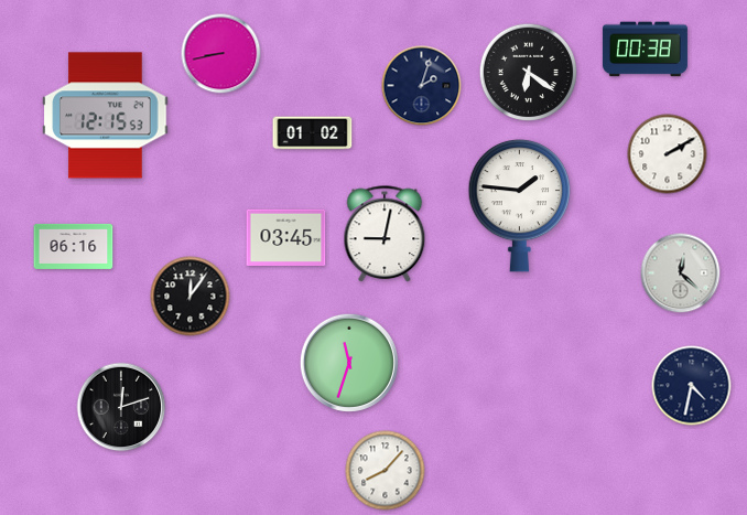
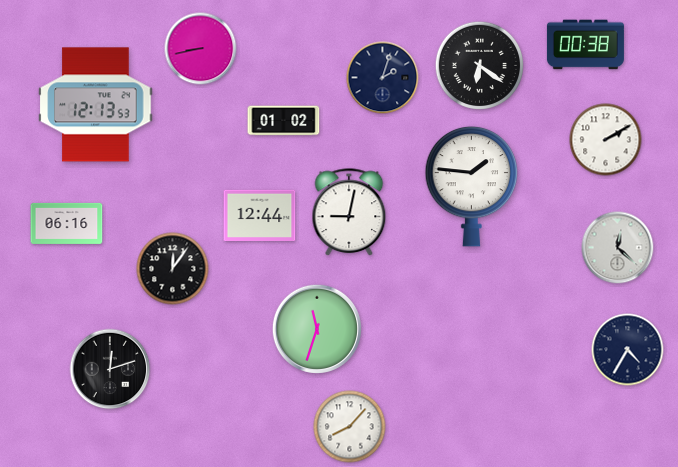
clock at (106, 116): 12:15 -> 12:13
clock at (286, 237): 03:45 -> 12:44
clock at (692, 386): 4:32 -> 4:35
